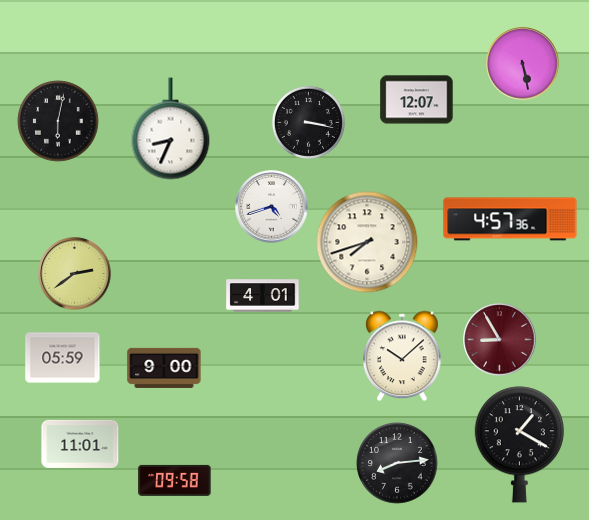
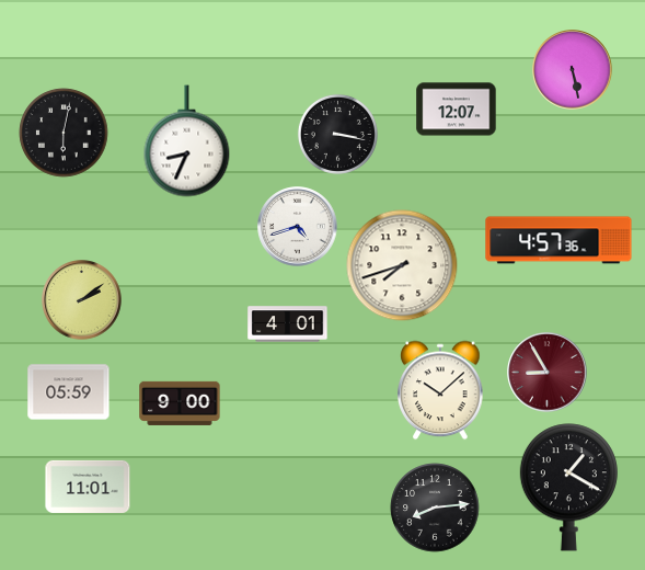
clock at (75, 274): 2:39 -> 2:09
clock at (175, 480): 09:58 -> none
